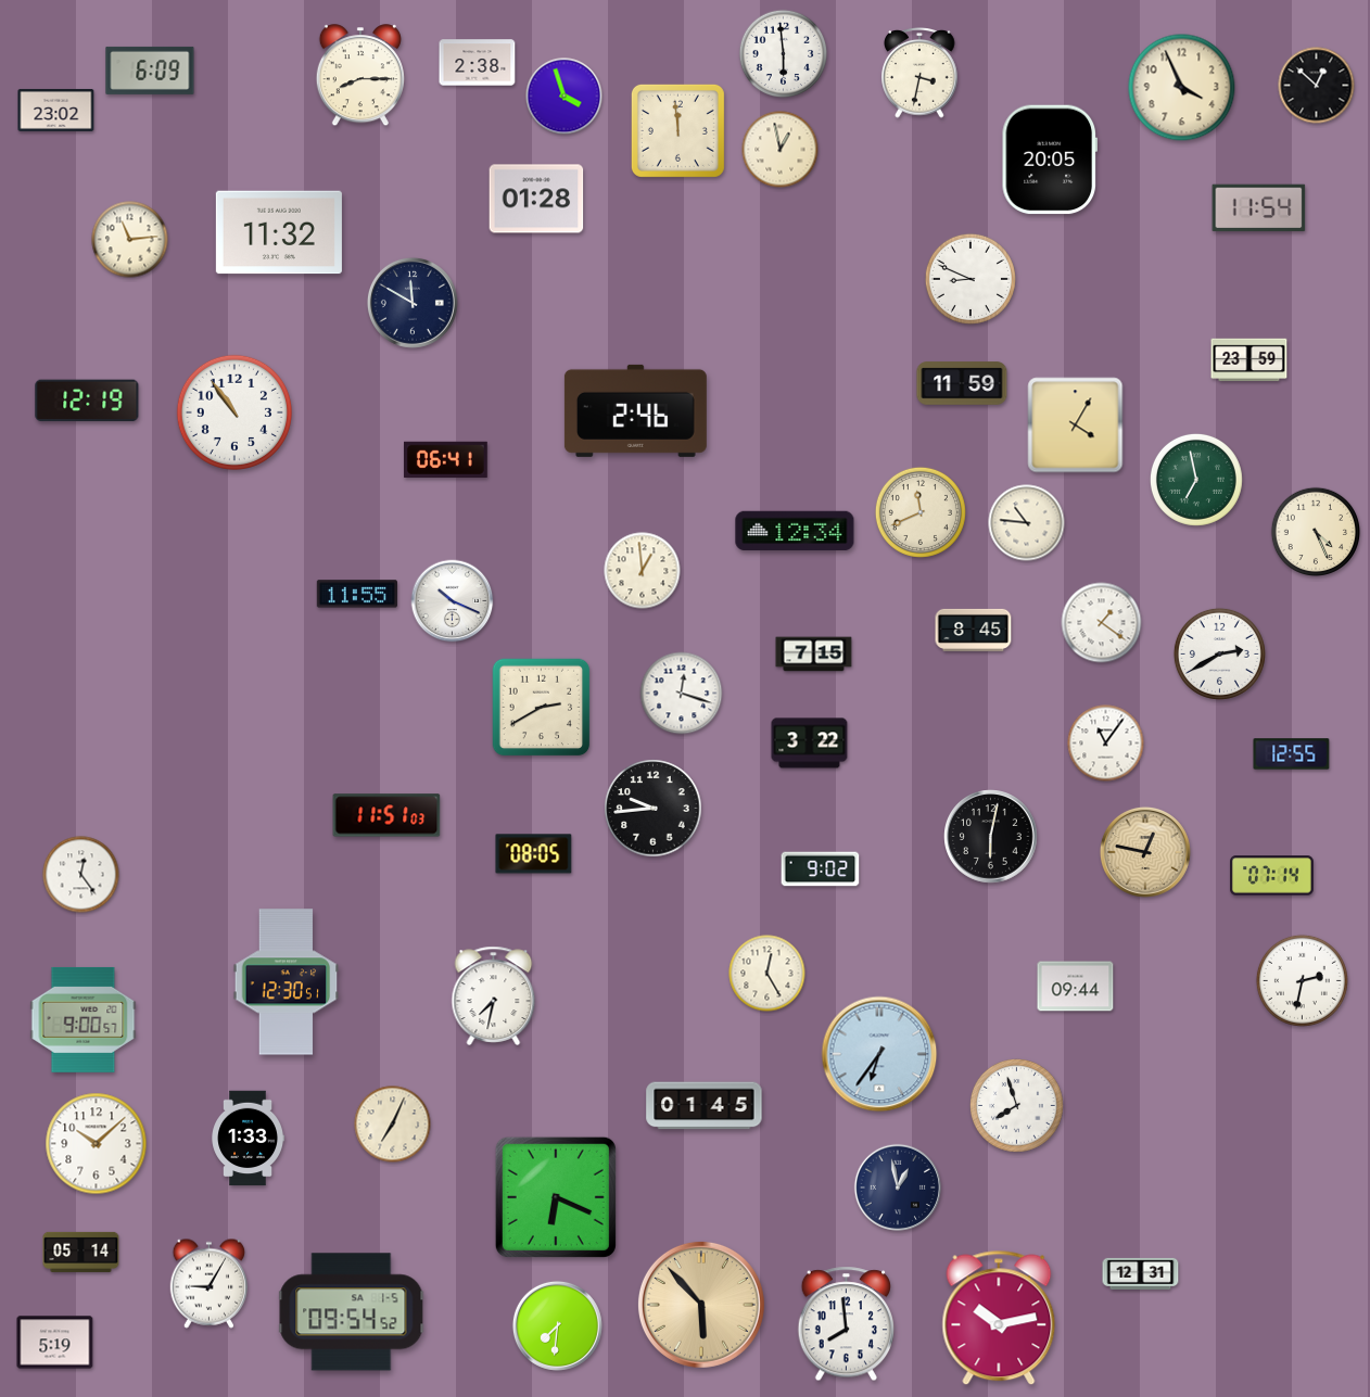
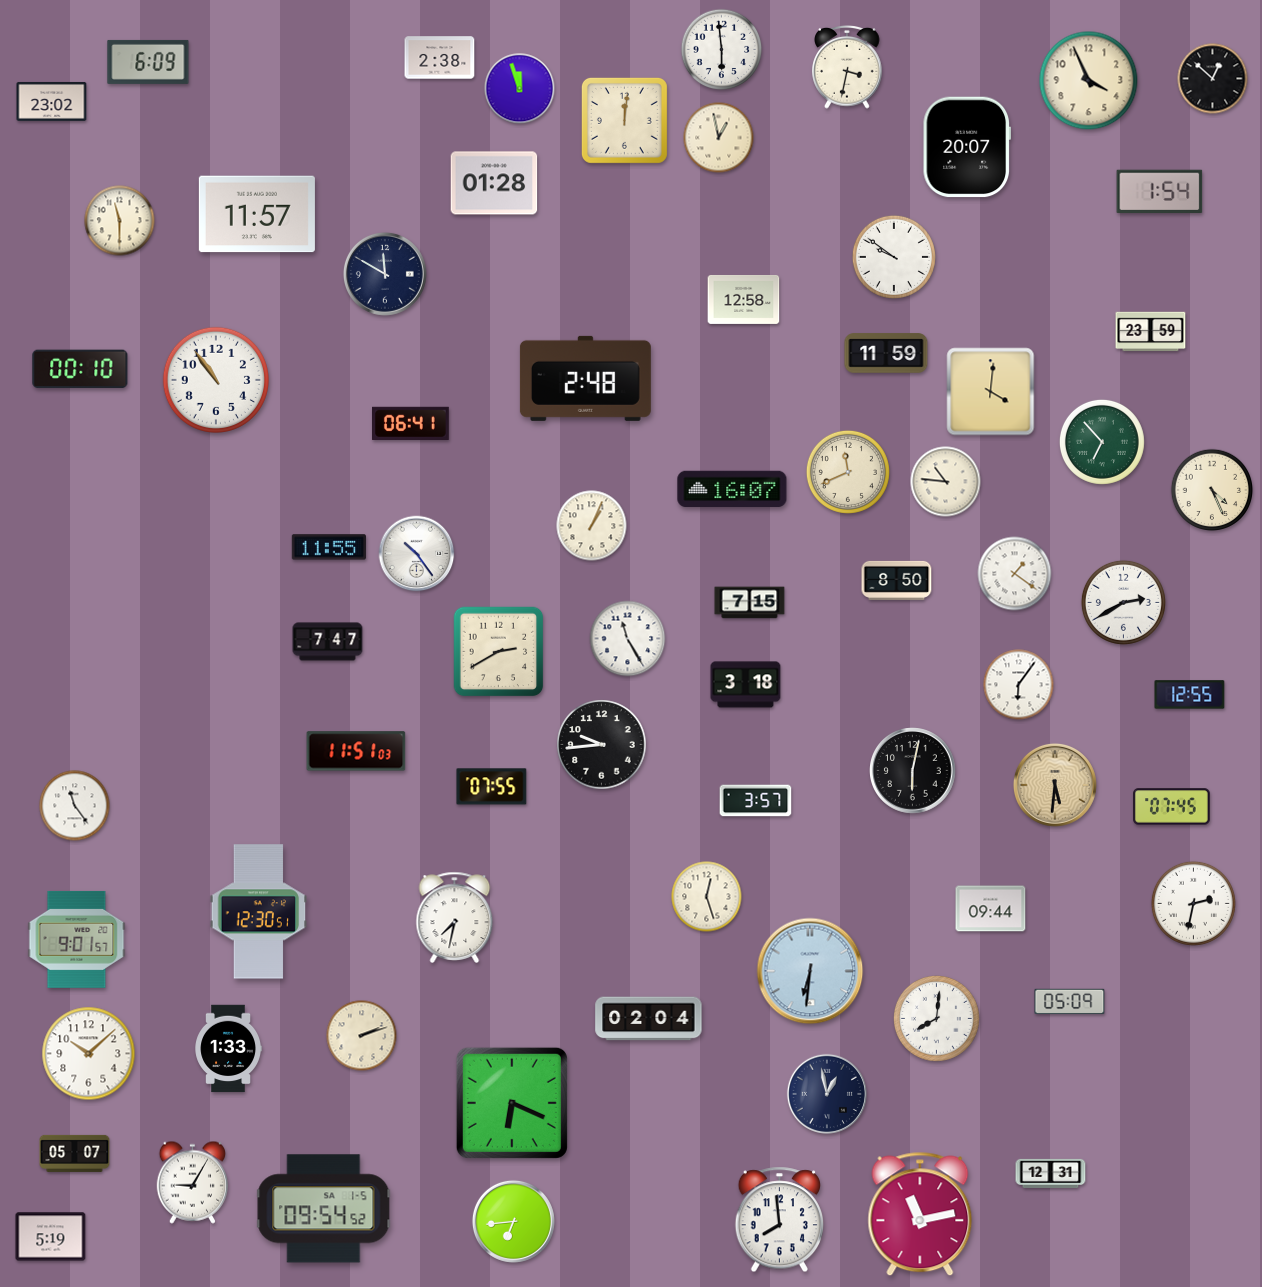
clock at (150, 71) position: (150, 71) -> (148, 62)
clock at (360, 76): 8:15 -> none
clock at (565, 97): 3:57 -> 11:57
clock at (677, 130): 11:59 -> 12:01
clock at (1050, 160): 20:05 -> 20:07
clock at (1259, 208): 11:54 -> 1:54
clock at (279, 232): 11:32 -> 11:57
clock at (130, 240): 11:14 -> 11:30
clock at (971, 279): 8:49 -> 9:51
clock at (413, 303) position: (413, 303) -> (385, 274)
clock at (744, 299): none -> 12:58
clock at (87, 401): 12:19 -> 00:10
clock at (635, 410): 2:46 -> 2:48
clock at (1076, 426): 4:05 -> 4:01
clock at (1196, 480): 6:58 -> 6:53
clock at (795, 531): 12:34 -> 16:07
clock at (643, 571): 12:59 -> 1:04
clock at (453, 601): 10:19 -> 10:24
clock at (974, 630): 8:45 -> 8:50
clock at (682, 694): 12:18 -> 11:25
clock at (328, 642): none -> 7:47
clock at (810, 744): 3:22 -> 3:18
clock at (1106, 744): 11:06 -> 6:06
clock at (1145, 852): 12:47 -> 5:31
clock at (534, 854): 08:05 -> 07:55
clock at (821, 869): 9:02 -> 3:57
clock at (81, 875): 12:24 -> 11:24
clock at (1272, 876): 07:14 -> 07:45
clock at (768, 974): 12:25 -> 12:27
clock at (1302, 980) position: (1302, 980) -> (1193, 903)
clock at (287, 982) position: (287, 982) -> (259, 912)
clock at (84, 1019): 9:00 -> 9:01
clock at (879, 1054): 6:36 -> 6:31
clock at (1070, 1001): none -> 05:09
clock at (705, 1106): 01:45 -> 02:04
clock at (1017, 1106): 7:57 -> 8:01
clock at (393, 1125): 7:04 -> 2:12
clock at (81, 1252): 05:14 -> 05:07
clock at (701, 1305): 5:53 -> none
clock at (999, 1318): 10:13 -> 11:13
clock at (557, 1325): 7:31 -> 6:44
